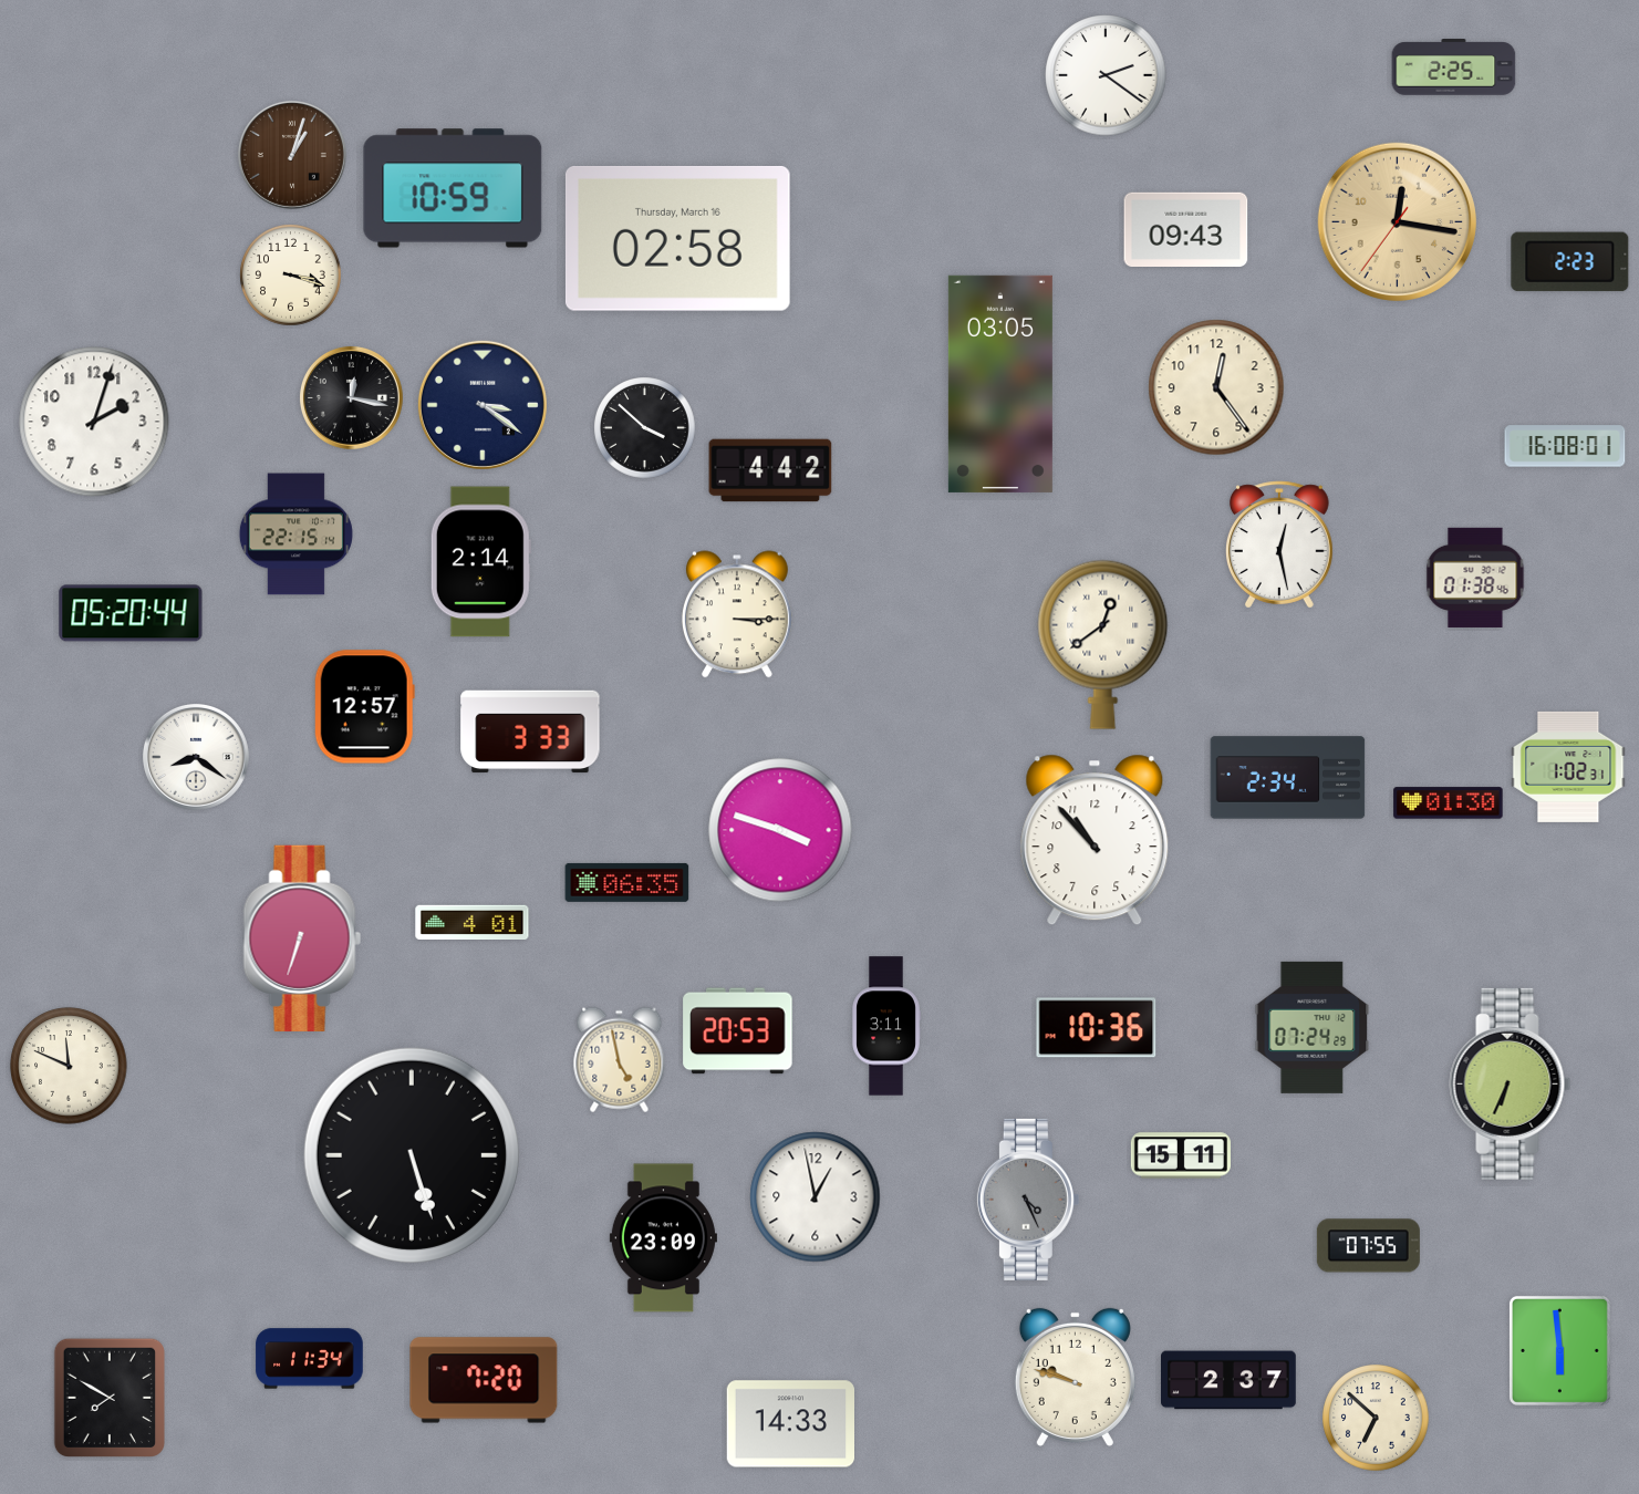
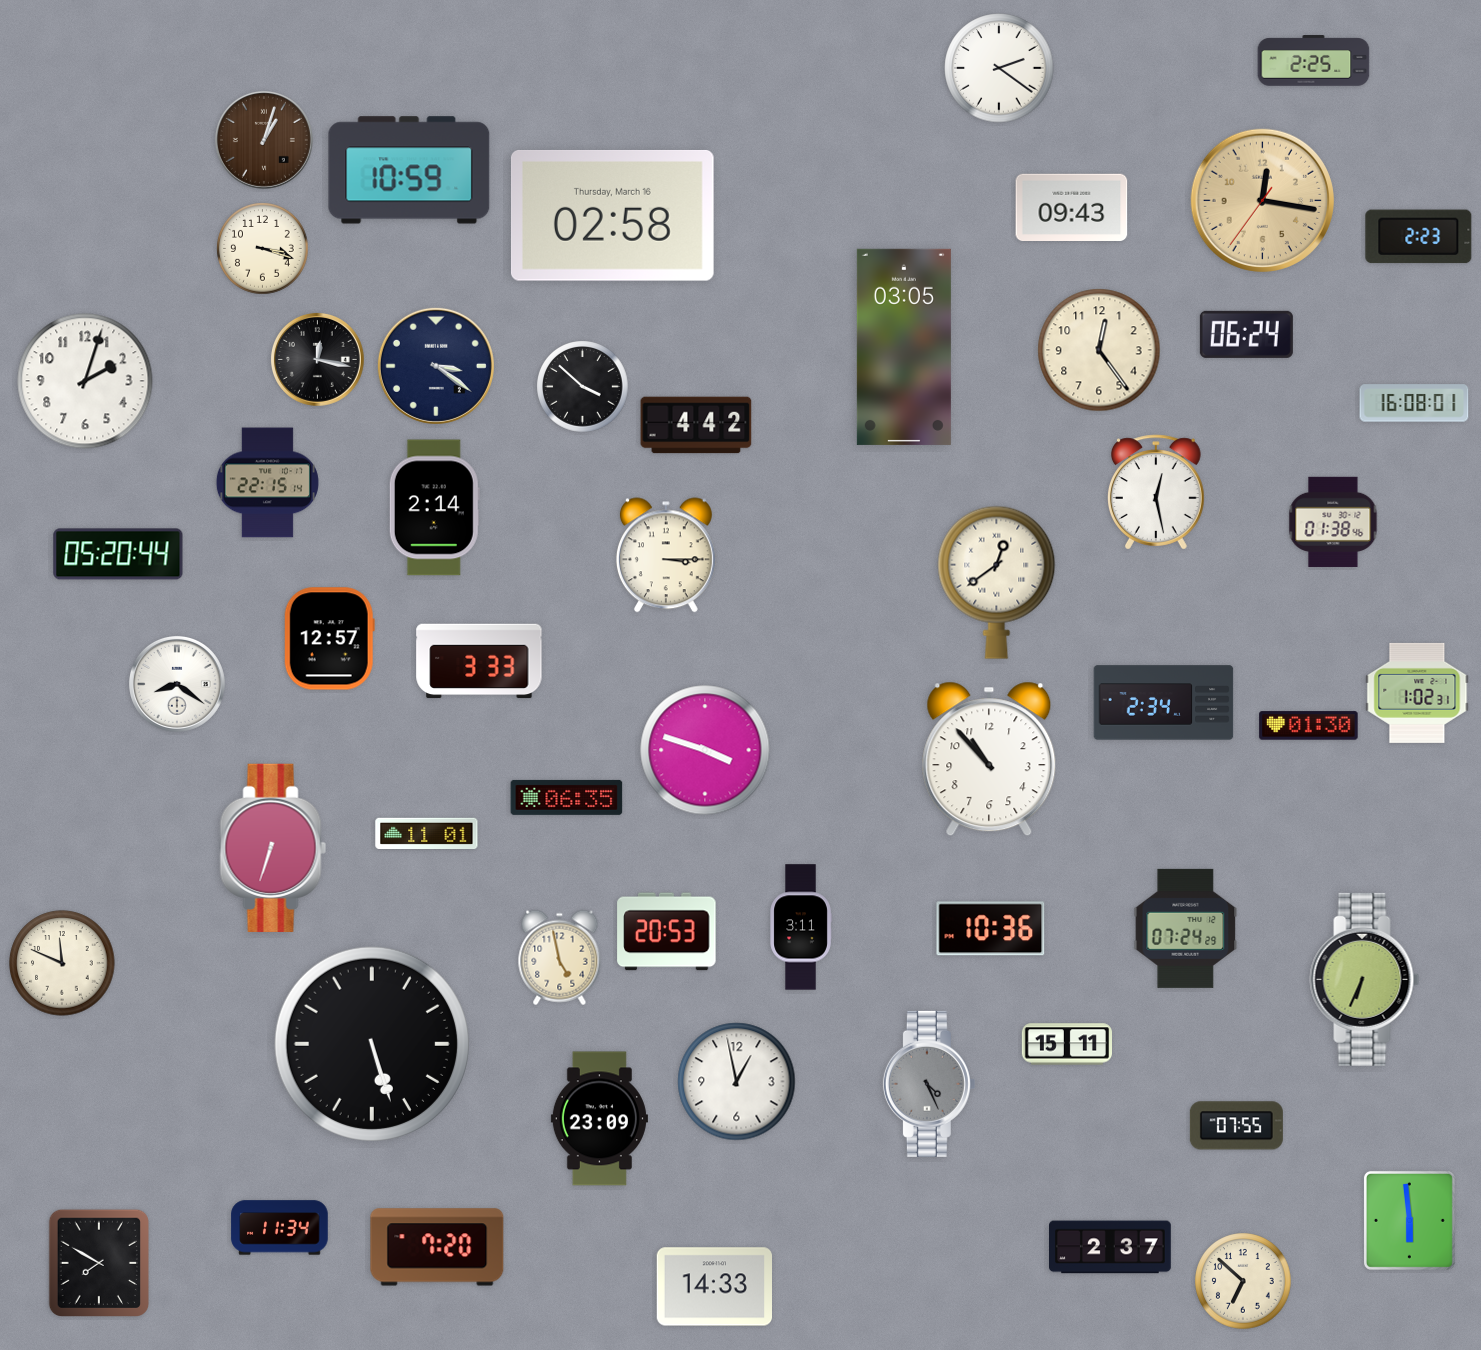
clock at (1246, 334): none -> 06:24
clock at (473, 923): 4:01 -> 11:01
clock at (1075, 1377): 9:48 -> none
